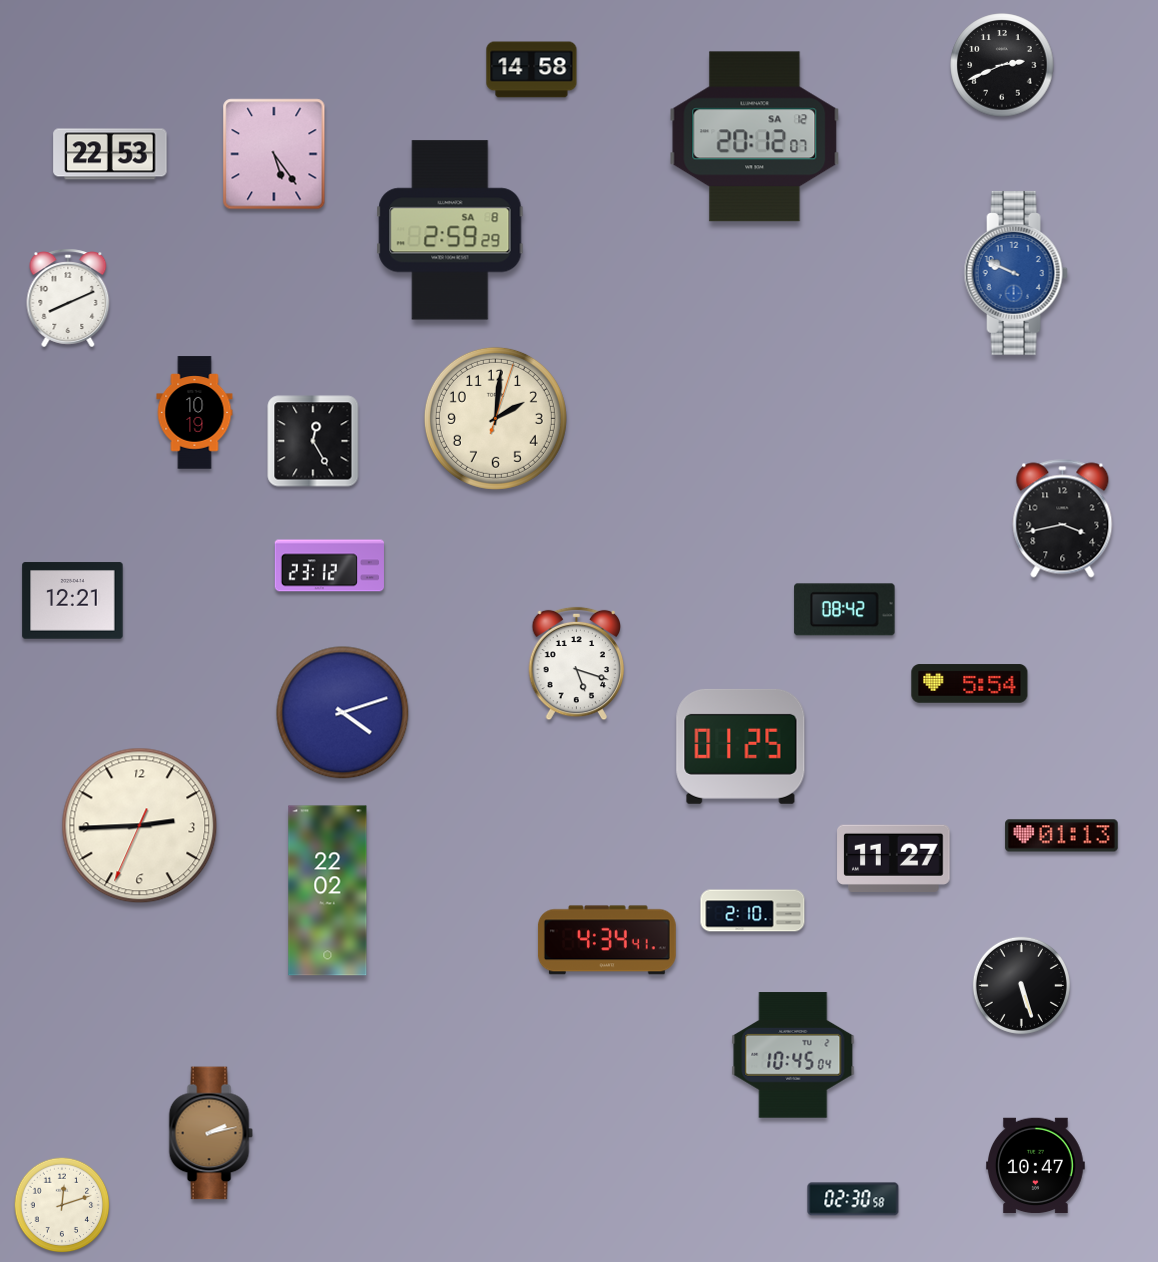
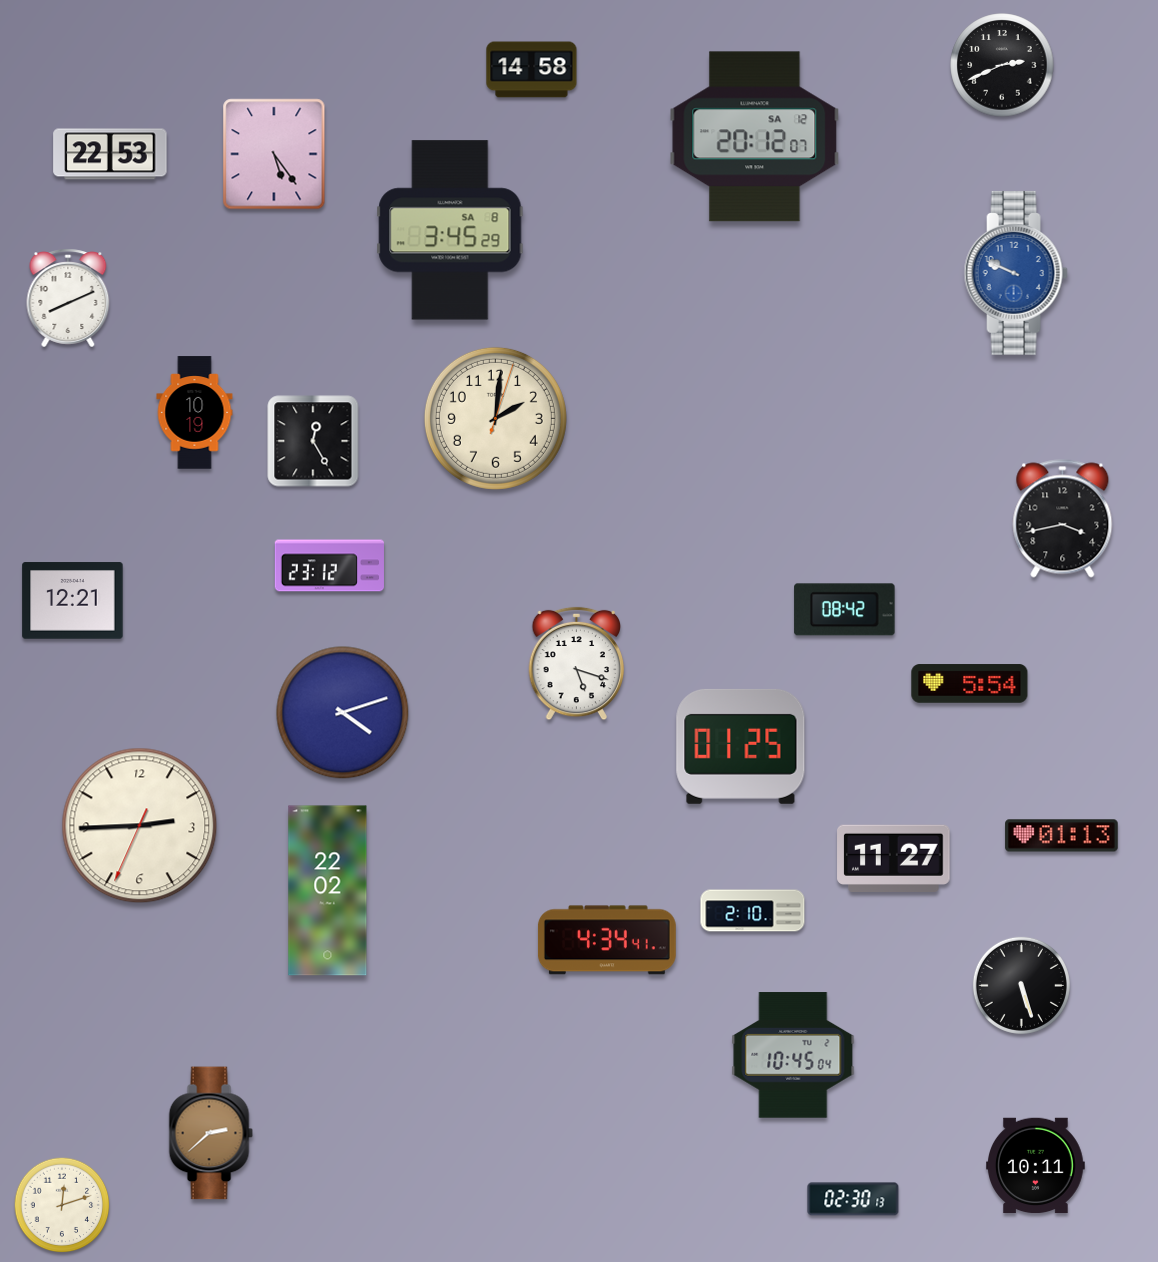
clock at (450, 230): 2:59 -> 3:45
clock at (211, 1133): 2:13 -> 2:38
clock at (1036, 1166): 10:47 -> 10:11
clock at (853, 1199): 02:30:58 -> 02:30:13
